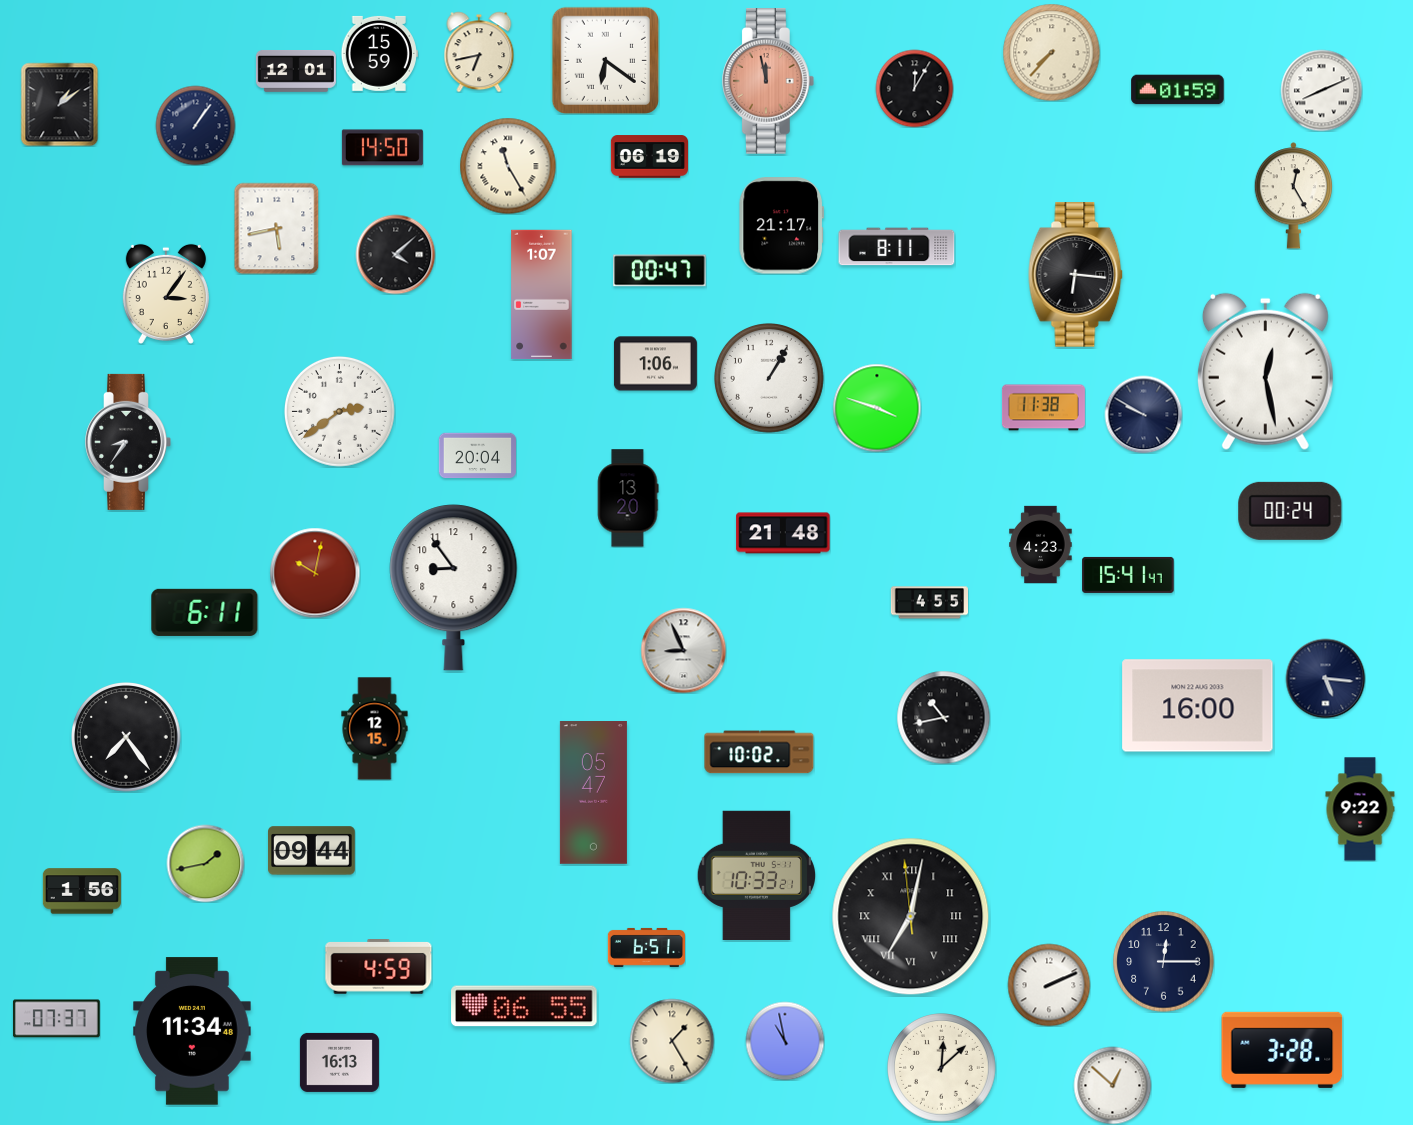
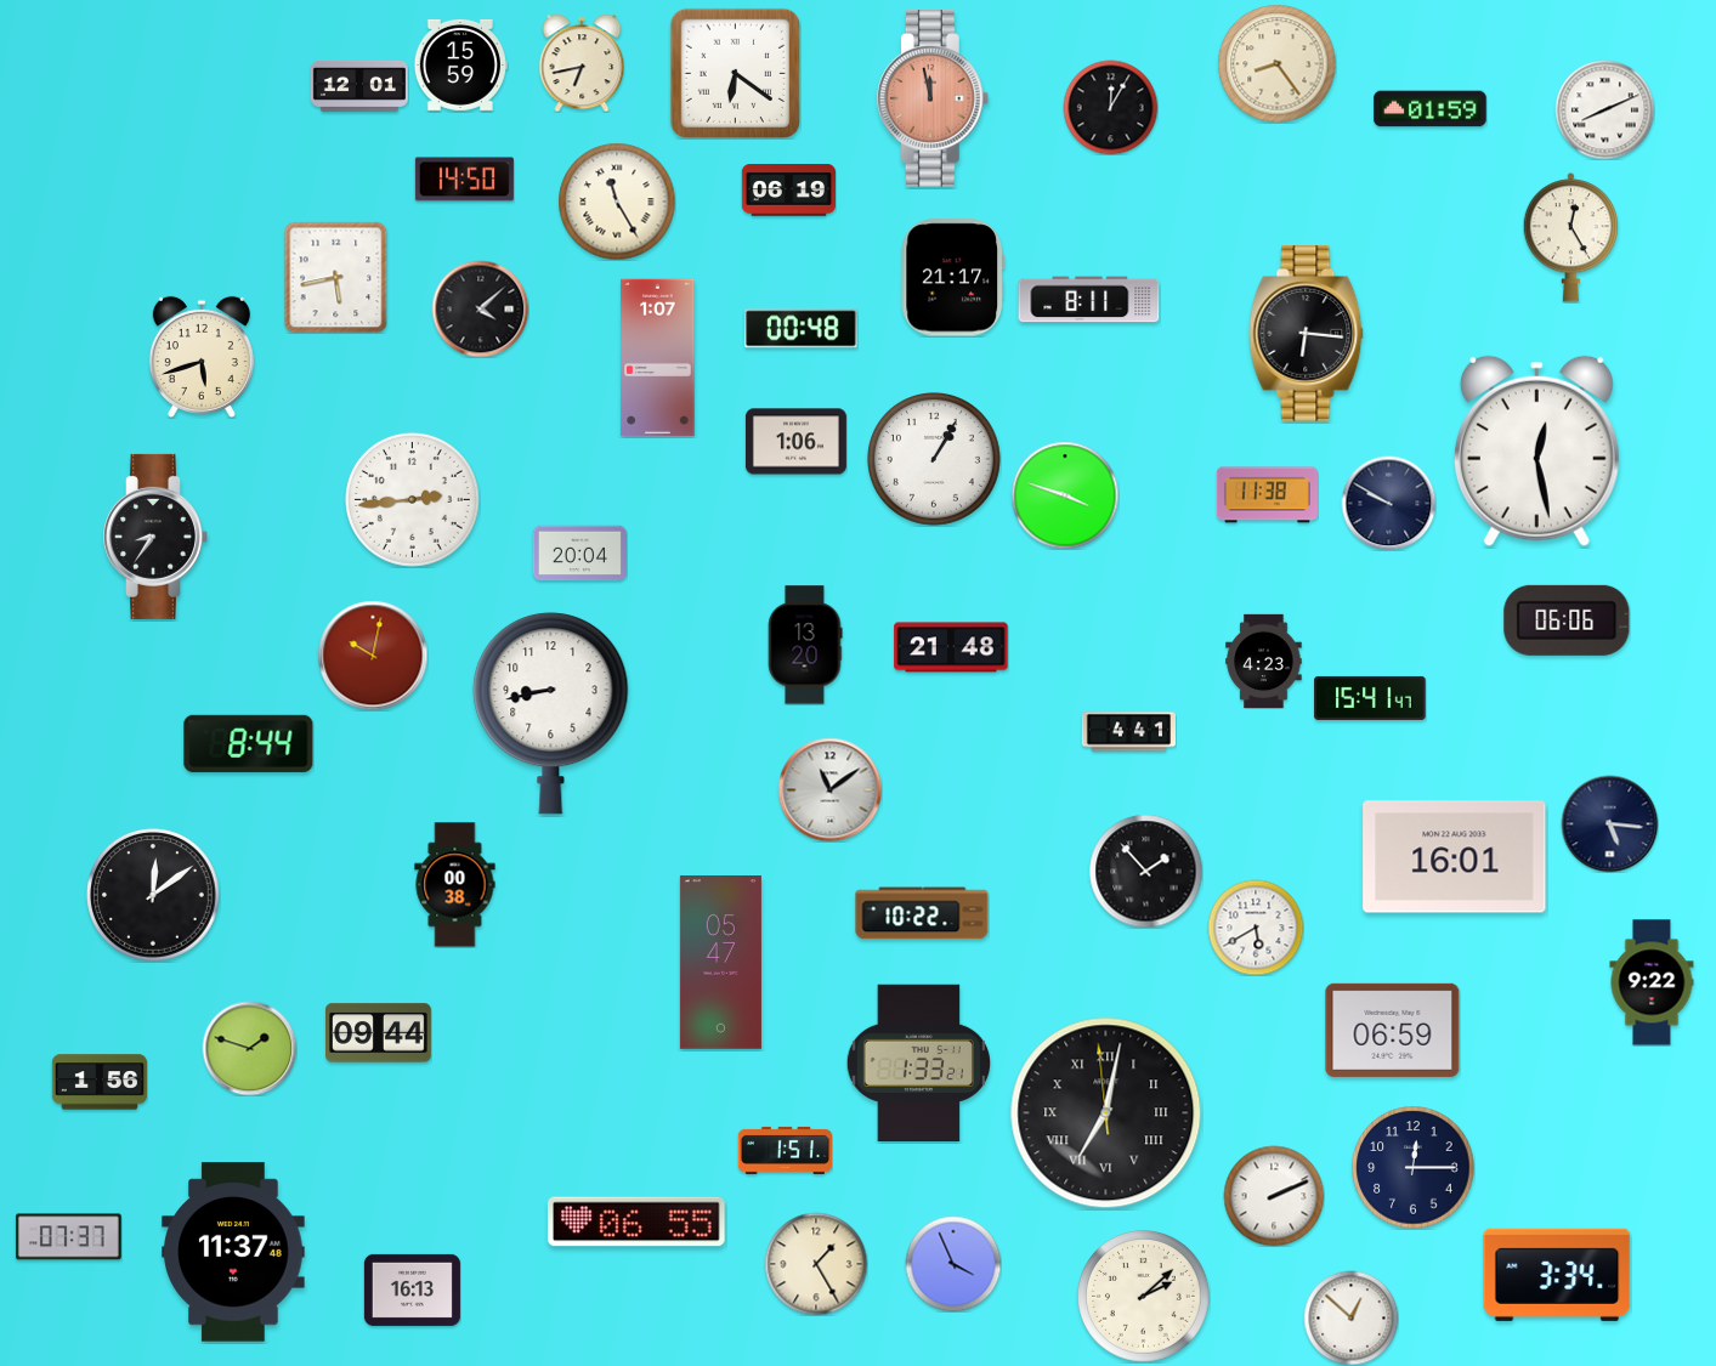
clock at (1051, 52): 7:37 -> 8:24
clock at (60, 104): 1:09 -> none
clock at (195, 125): 1:06 -> none
clock at (781, 226) position: (781, 226) -> (952, 278)
clock at (660, 271): 00:47 -> 00:48
clock at (166, 294): 3:06 -> 5:42
clock at (339, 411): 2:39 -> 2:44
clock at (628, 498) position: (628, 498) -> (805, 645)
clock at (1290, 511): 00:24 -> 06:06
clock at (315, 573) position: (315, 573) -> (373, 656)
clock at (454, 588): 8:54 -> 8:43
clock at (929, 603): 4:55 -> 4:41
clock at (205, 612): 6:11 -> 8:44
clock at (683, 650): 8:56 -> 11:09
clock at (1198, 706): 16:00 -> 16:01
clock at (943, 717): 10:43 -> 1:53
clock at (375, 729): 12:15 -> 00:38
clock at (127, 738): 7:24 -> 12:09
clock at (759, 752): 10:02 -> 10:22
clock at (1256, 928): none -> 5:40
clock at (1393, 1030): none -> 06:59
clock at (205, 863): 1:43 -> 1:48
clock at (757, 875): 10:33 -> 1:33
clock at (646, 947): 6:51 -> 1:51
clock at (379, 967): 4:59 -> none
clock at (192, 1031): 11:34 -> 11:37
clock at (785, 1041): 10:58 -> 3:56
clock at (1282, 1050): 3:28 -> 3:34
clock at (942, 1068): 12:08 -> 2:08
